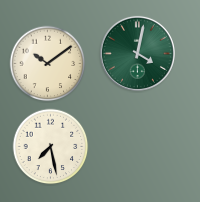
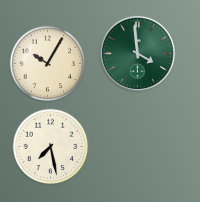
clock at (137, 53): 4:02 -> 3:59
clock at (48, 64): 10:09 -> 10:05
